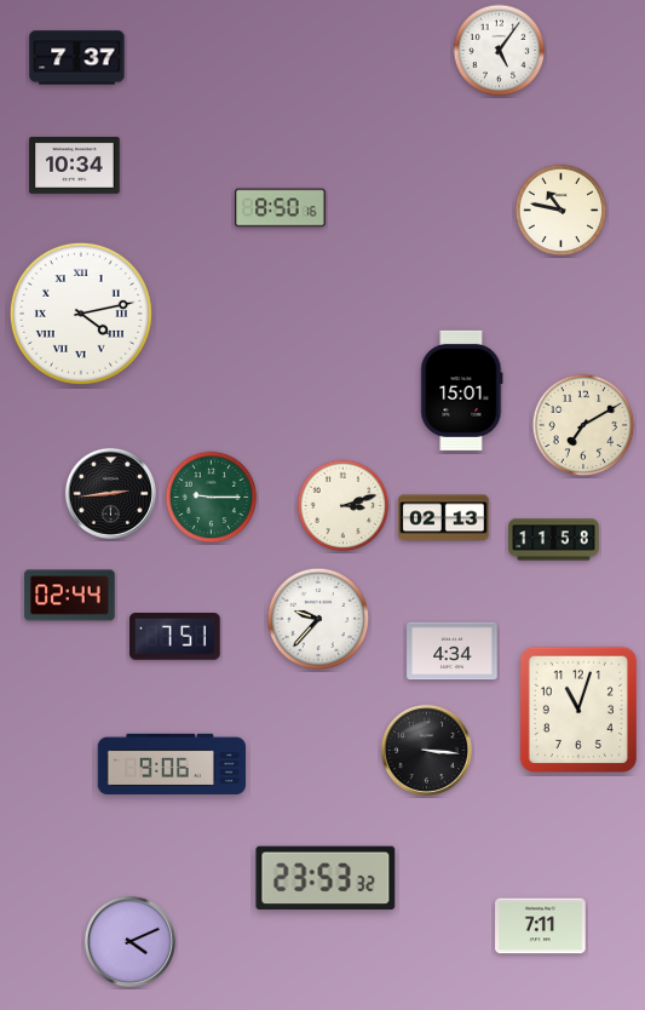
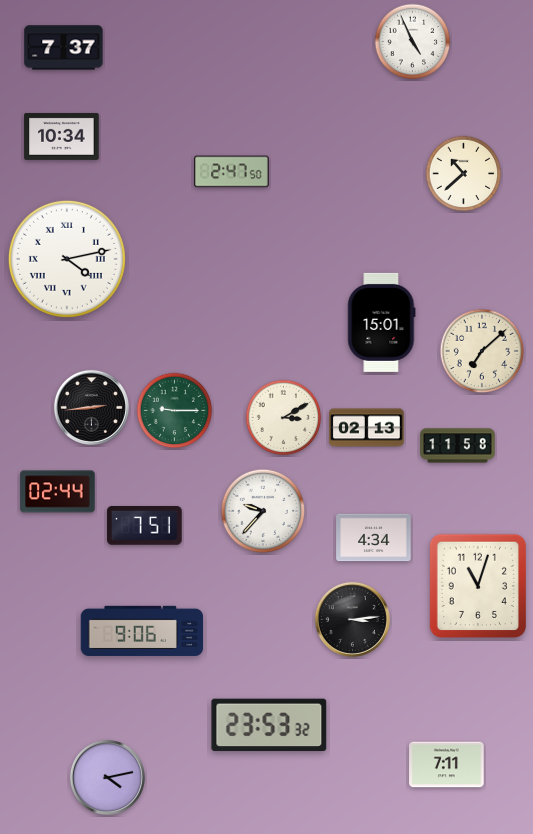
clock at (500, 51): 5:06 -> 4:56
clock at (281, 208): 8:50 -> 2:47
clock at (562, 211): 10:47 -> 10:38
clock at (583, 425): 7:10 -> 7:08
clock at (344, 506): 3:12 -> 3:10
clock at (426, 750): 3:16 -> 3:14
clock at (129, 941): 4:11 -> 4:13
